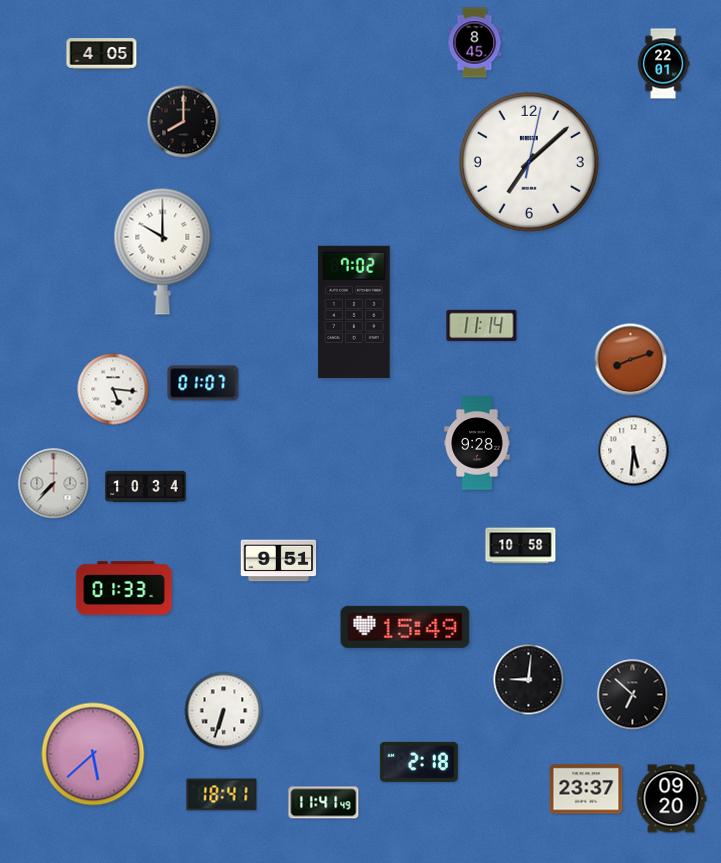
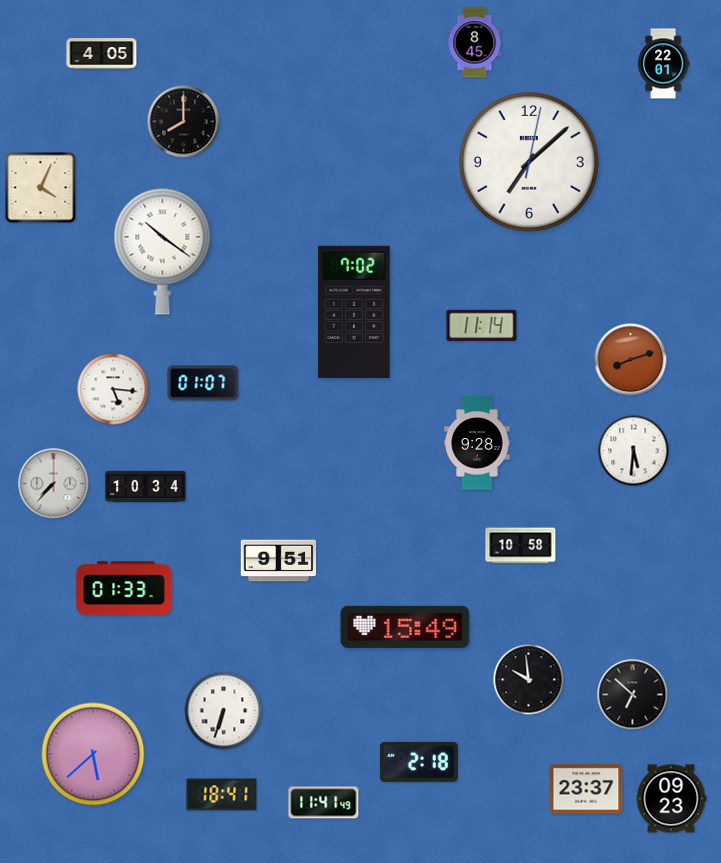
clock at (41, 188): none -> 4:04
clock at (163, 251): 10:00 -> 10:21
clock at (529, 680): 9:01 -> 9:59
clock at (671, 799): 09:20 -> 09:23
